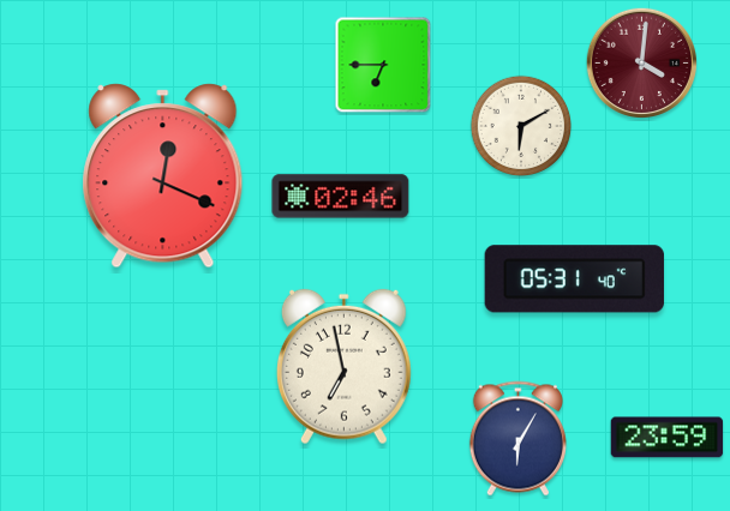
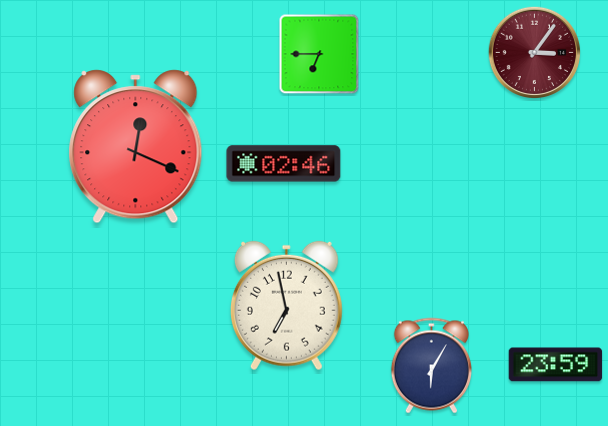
clock at (641, 62): 4:01 -> 3:06
clock at (521, 126): 6:10 -> none
clock at (574, 279): 05:31 -> none
